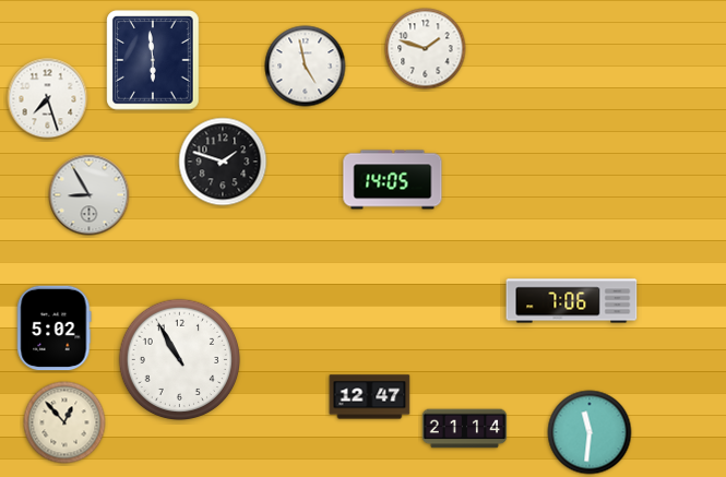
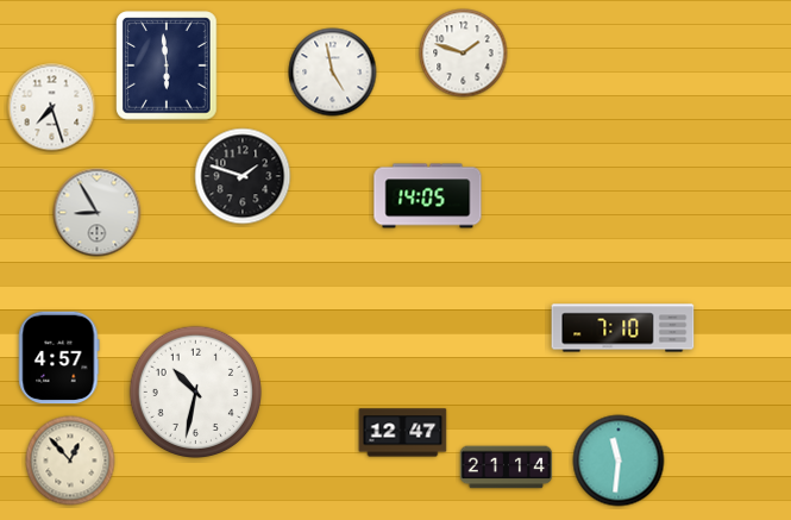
clock at (572, 301): 7:06 -> 7:10
clock at (55, 329): 5:02 -> 4:57
clock at (180, 360): 10:55 -> 10:32
clock at (590, 432) position: (590, 432) -> (619, 461)
